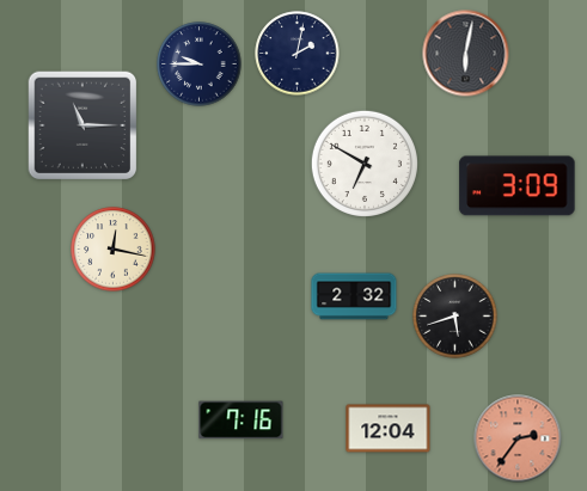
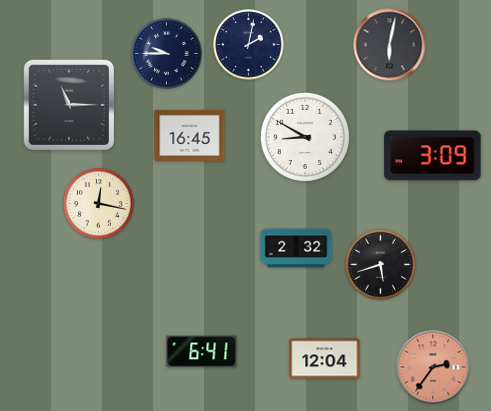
clock at (190, 135): none -> 16:45
clock at (365, 164): 6:50 -> 8:50
clock at (114, 250) position: (114, 250) -> (99, 204)
clock at (241, 421): 7:16 -> 6:41
